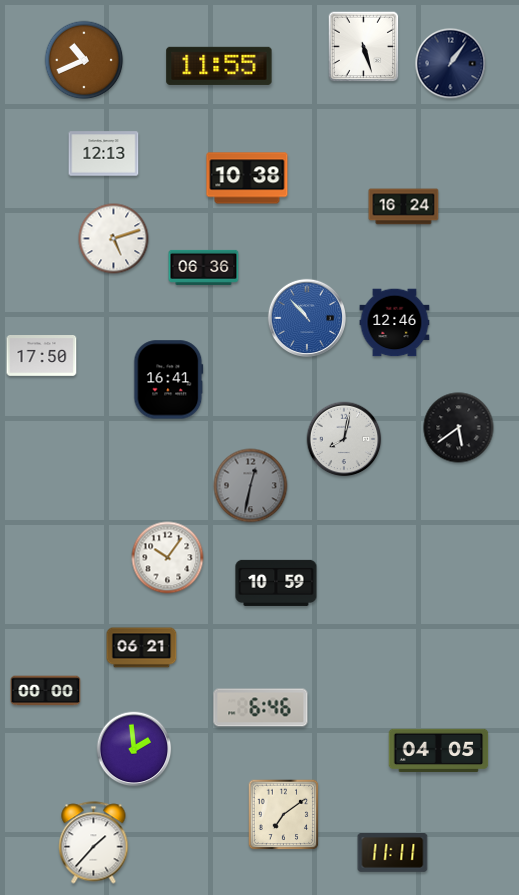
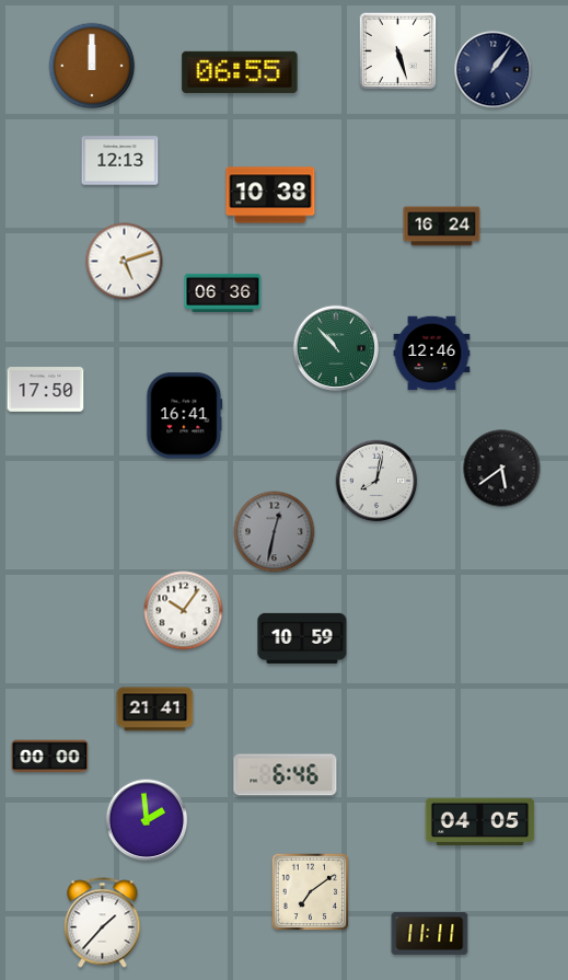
clock at (84, 60): 10:41 -> 12:00
clock at (219, 66): 11:55 -> 06:55
clock at (104, 154) position: (104, 154) -> (120, 161)
clock at (307, 318) dial: blue -> green
clock at (142, 648): 06:21 -> 21:41
